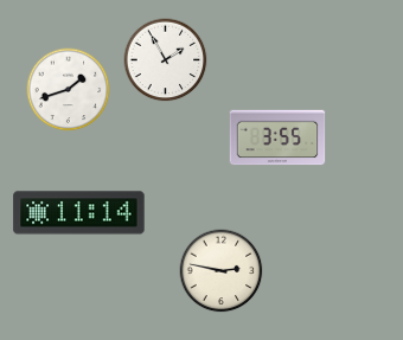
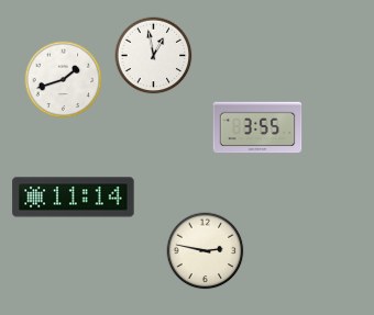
clock at (166, 60): 1:55 -> 12:58
clock at (69, 90) position: (69, 90) -> (64, 80)
